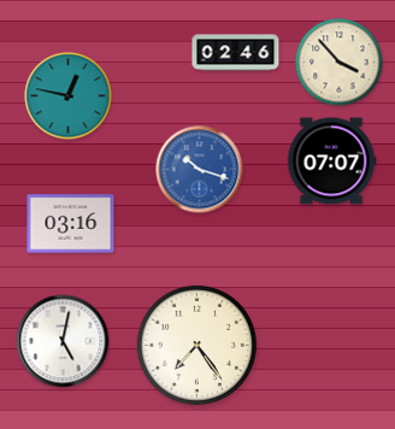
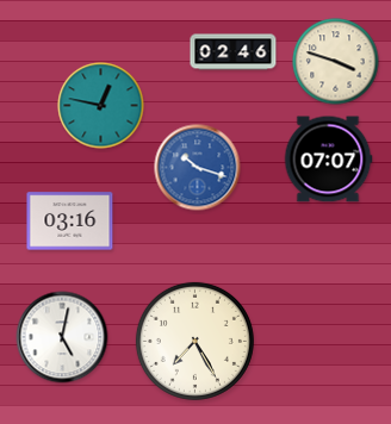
clock at (340, 63): 3:53 -> 3:48
clock at (69, 96) position: (69, 96) -> (101, 106)
clock at (196, 345): 7:24 -> 7:25
